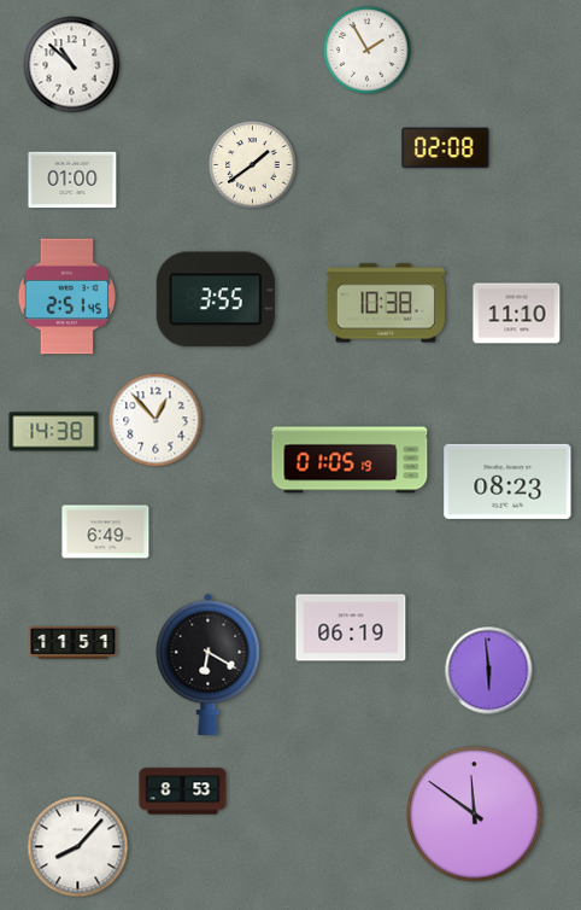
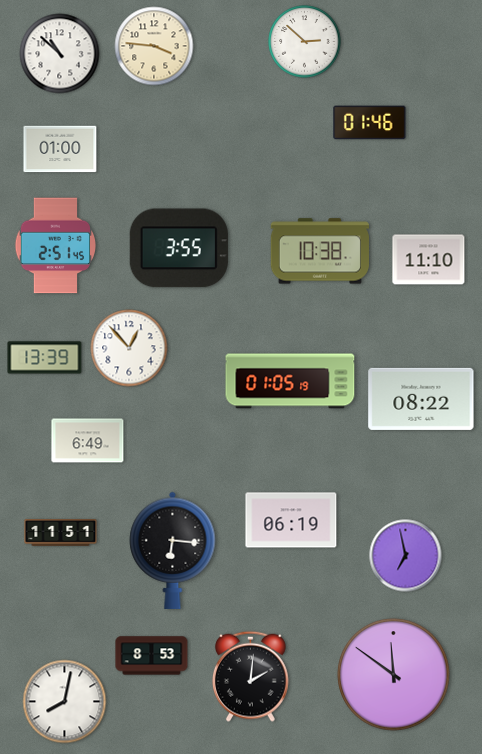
clock at (368, 51): 1:55 -> 2:52
clock at (154, 46): none -> 3:46
clock at (446, 148): 02:08 -> 01:46
clock at (253, 165): 1:39 -> none
clock at (54, 432): 14:38 -> 13:39
clock at (507, 482): 08:23 -> 08:22
clock at (209, 664): 6:20 -> 6:16
clock at (489, 671): 5:59 -> 6:58
clock at (251, 676): none -> 2:01
clock at (78, 847): 8:07 -> 8:02
